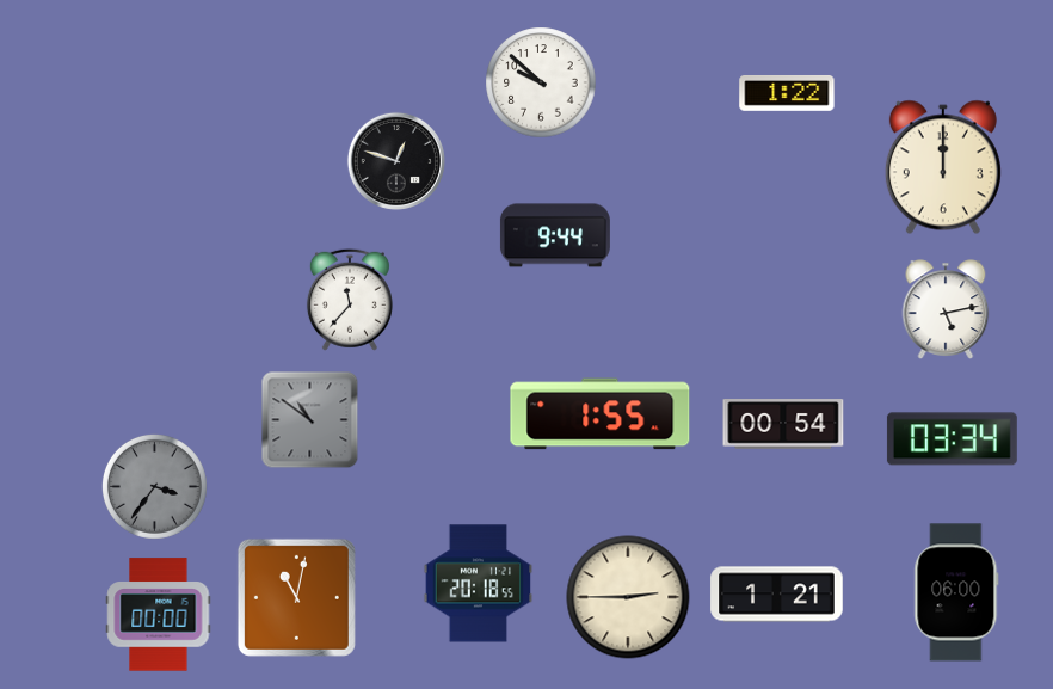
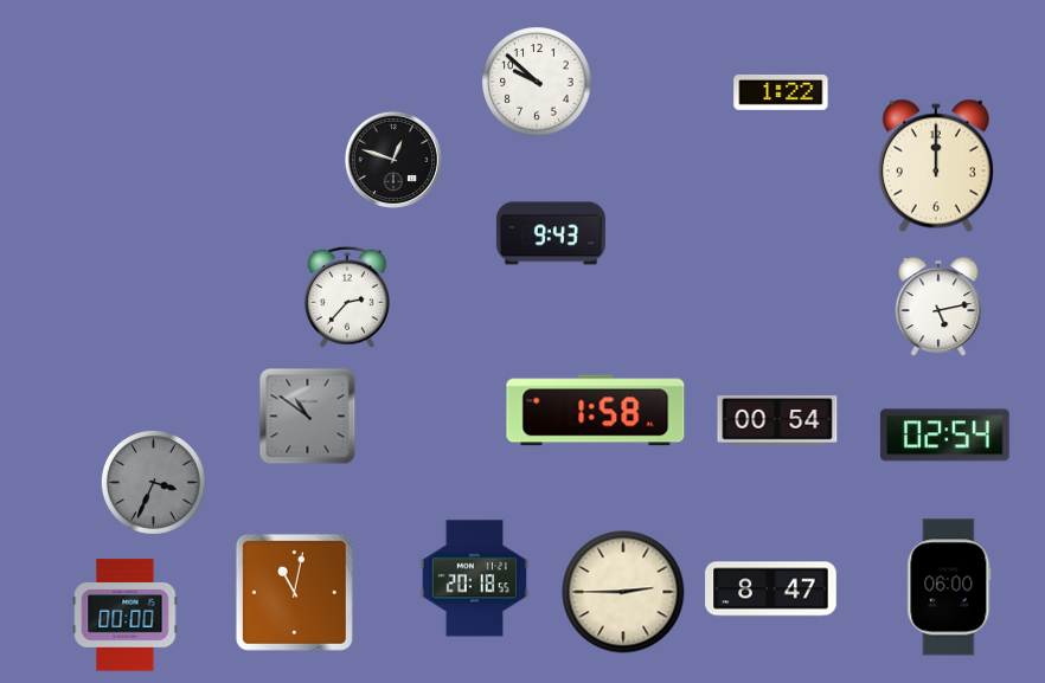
clock at (555, 235): 9:44 -> 9:43
clock at (350, 300): 11:37 -> 2:37
clock at (601, 414): 1:55 -> 1:58
clock at (952, 439): 03:34 -> 02:54
clock at (154, 486): 3:36 -> 3:34
clock at (777, 595): 1:21 -> 8:47
clock at (159, 615) position: (159, 615) -> (126, 616)
